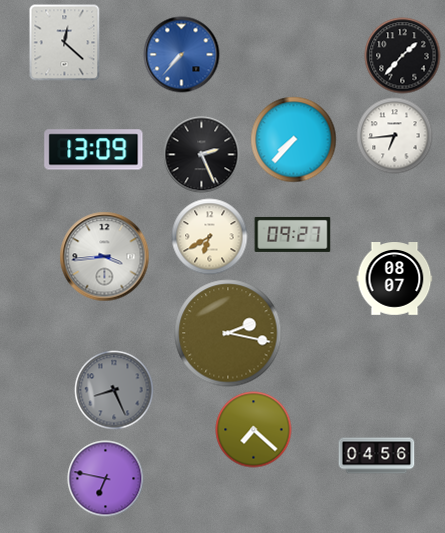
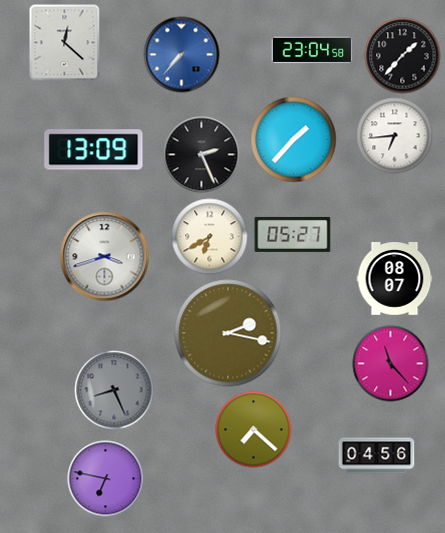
clock at (312, 50): none -> 23:04
clock at (294, 140): 7:37 -> 1:37
clock at (293, 234): 09:27 -> 05:27
clock at (105, 257): 3:44 -> 3:42
clock at (391, 364): none -> 11:23
